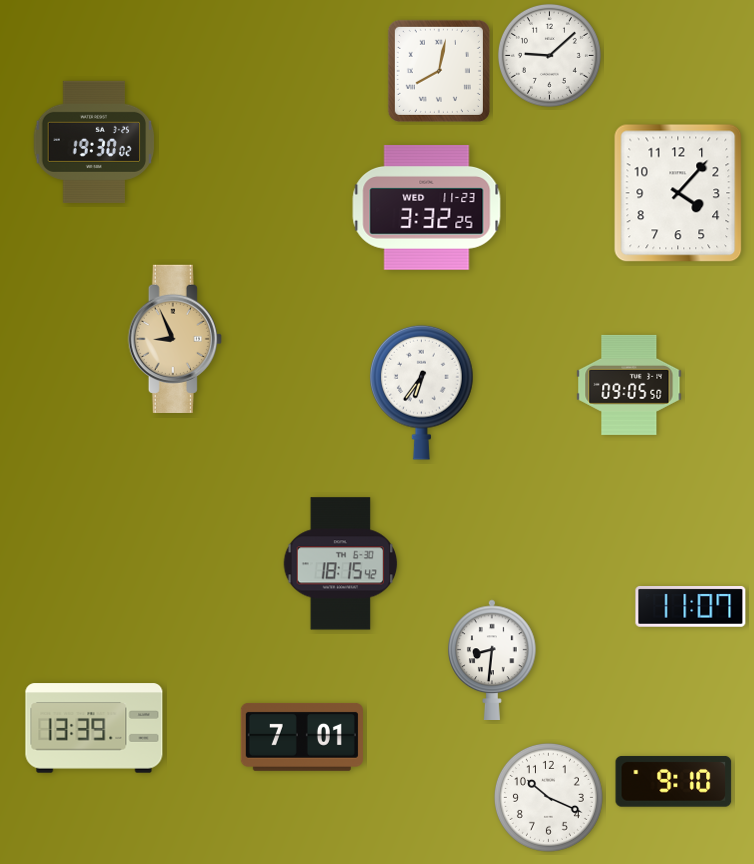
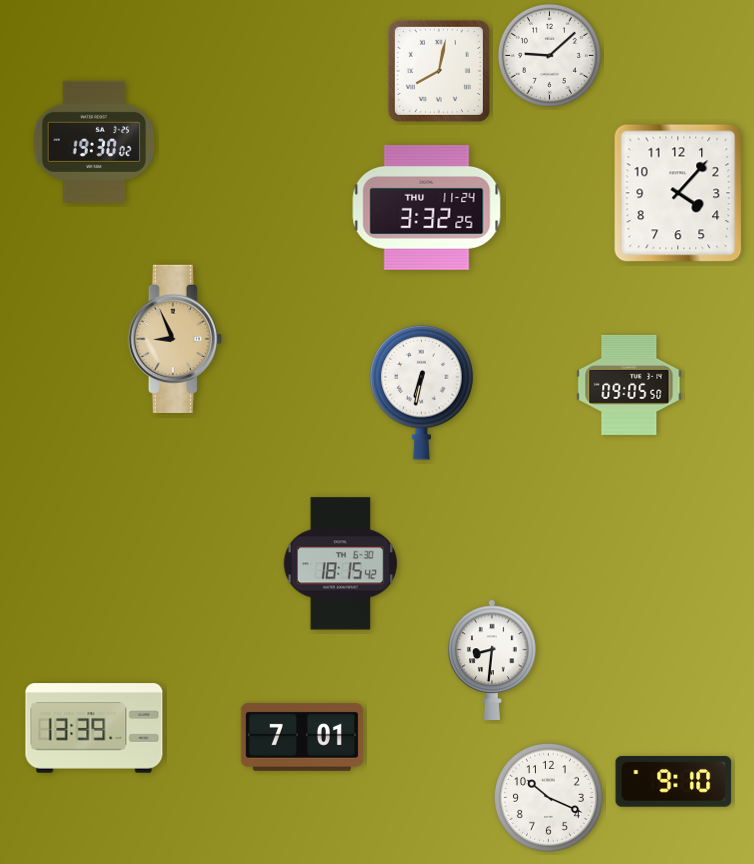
clock at (427, 208) date: WED 11-23 -> THU 11-24
clock at (422, 392): 6:36 -> 6:32
clock at (691, 607): 11:07 -> none
